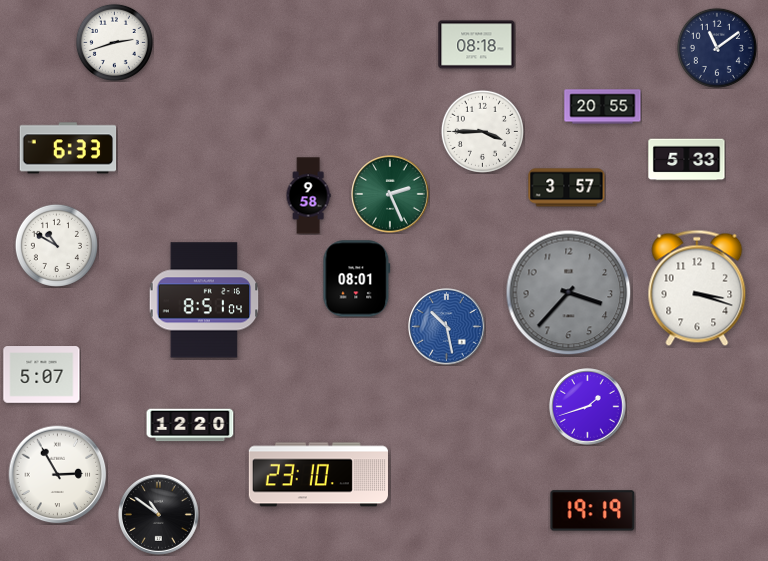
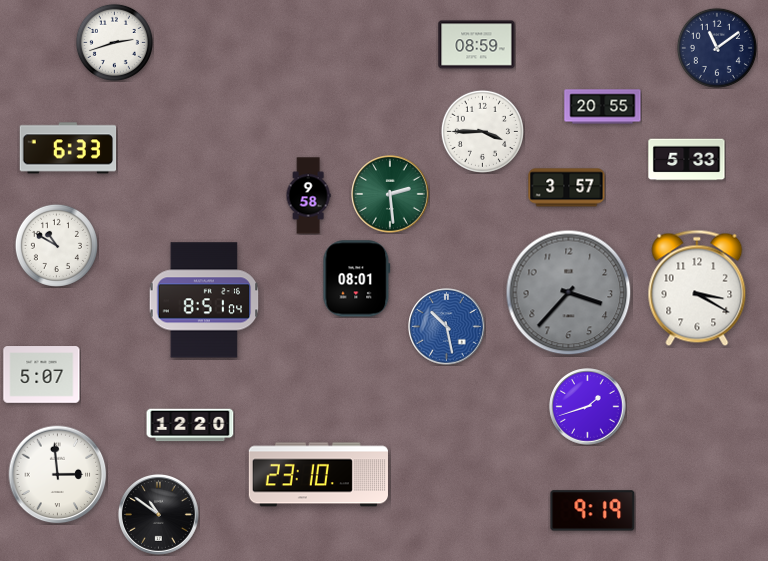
clock at (477, 45): 08:18 -> 08:59
clock at (390, 194): 2:26 -> 2:29
clock at (697, 288): 3:18 -> 3:20
clock at (58, 475): 2:55 -> 2:59
clock at (593, 511): 19:19 -> 9:19
